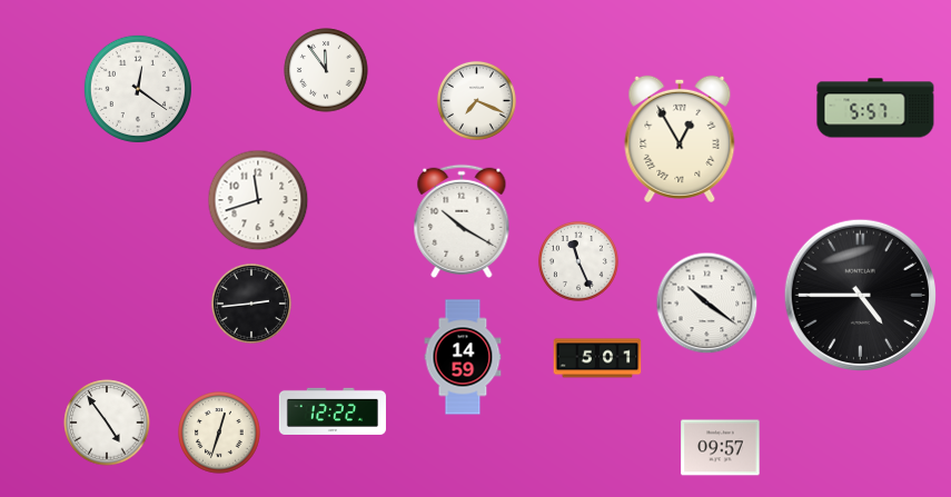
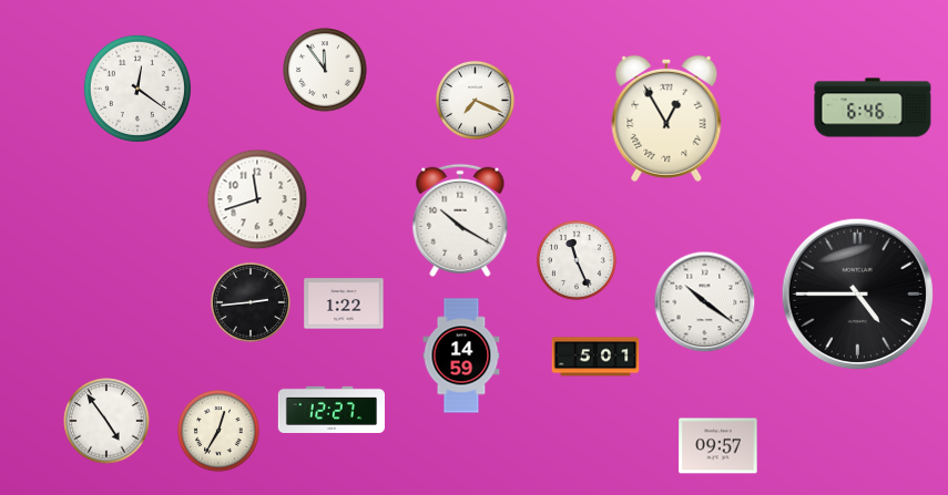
clock at (875, 108): 5:57 -> 6:46
clock at (680, 139) position: (680, 139) -> (666, 118)
clock at (344, 303): none -> 1:22
clock at (333, 411): 12:22 -> 12:27
clock at (219, 433): 12:33 -> 12:35
